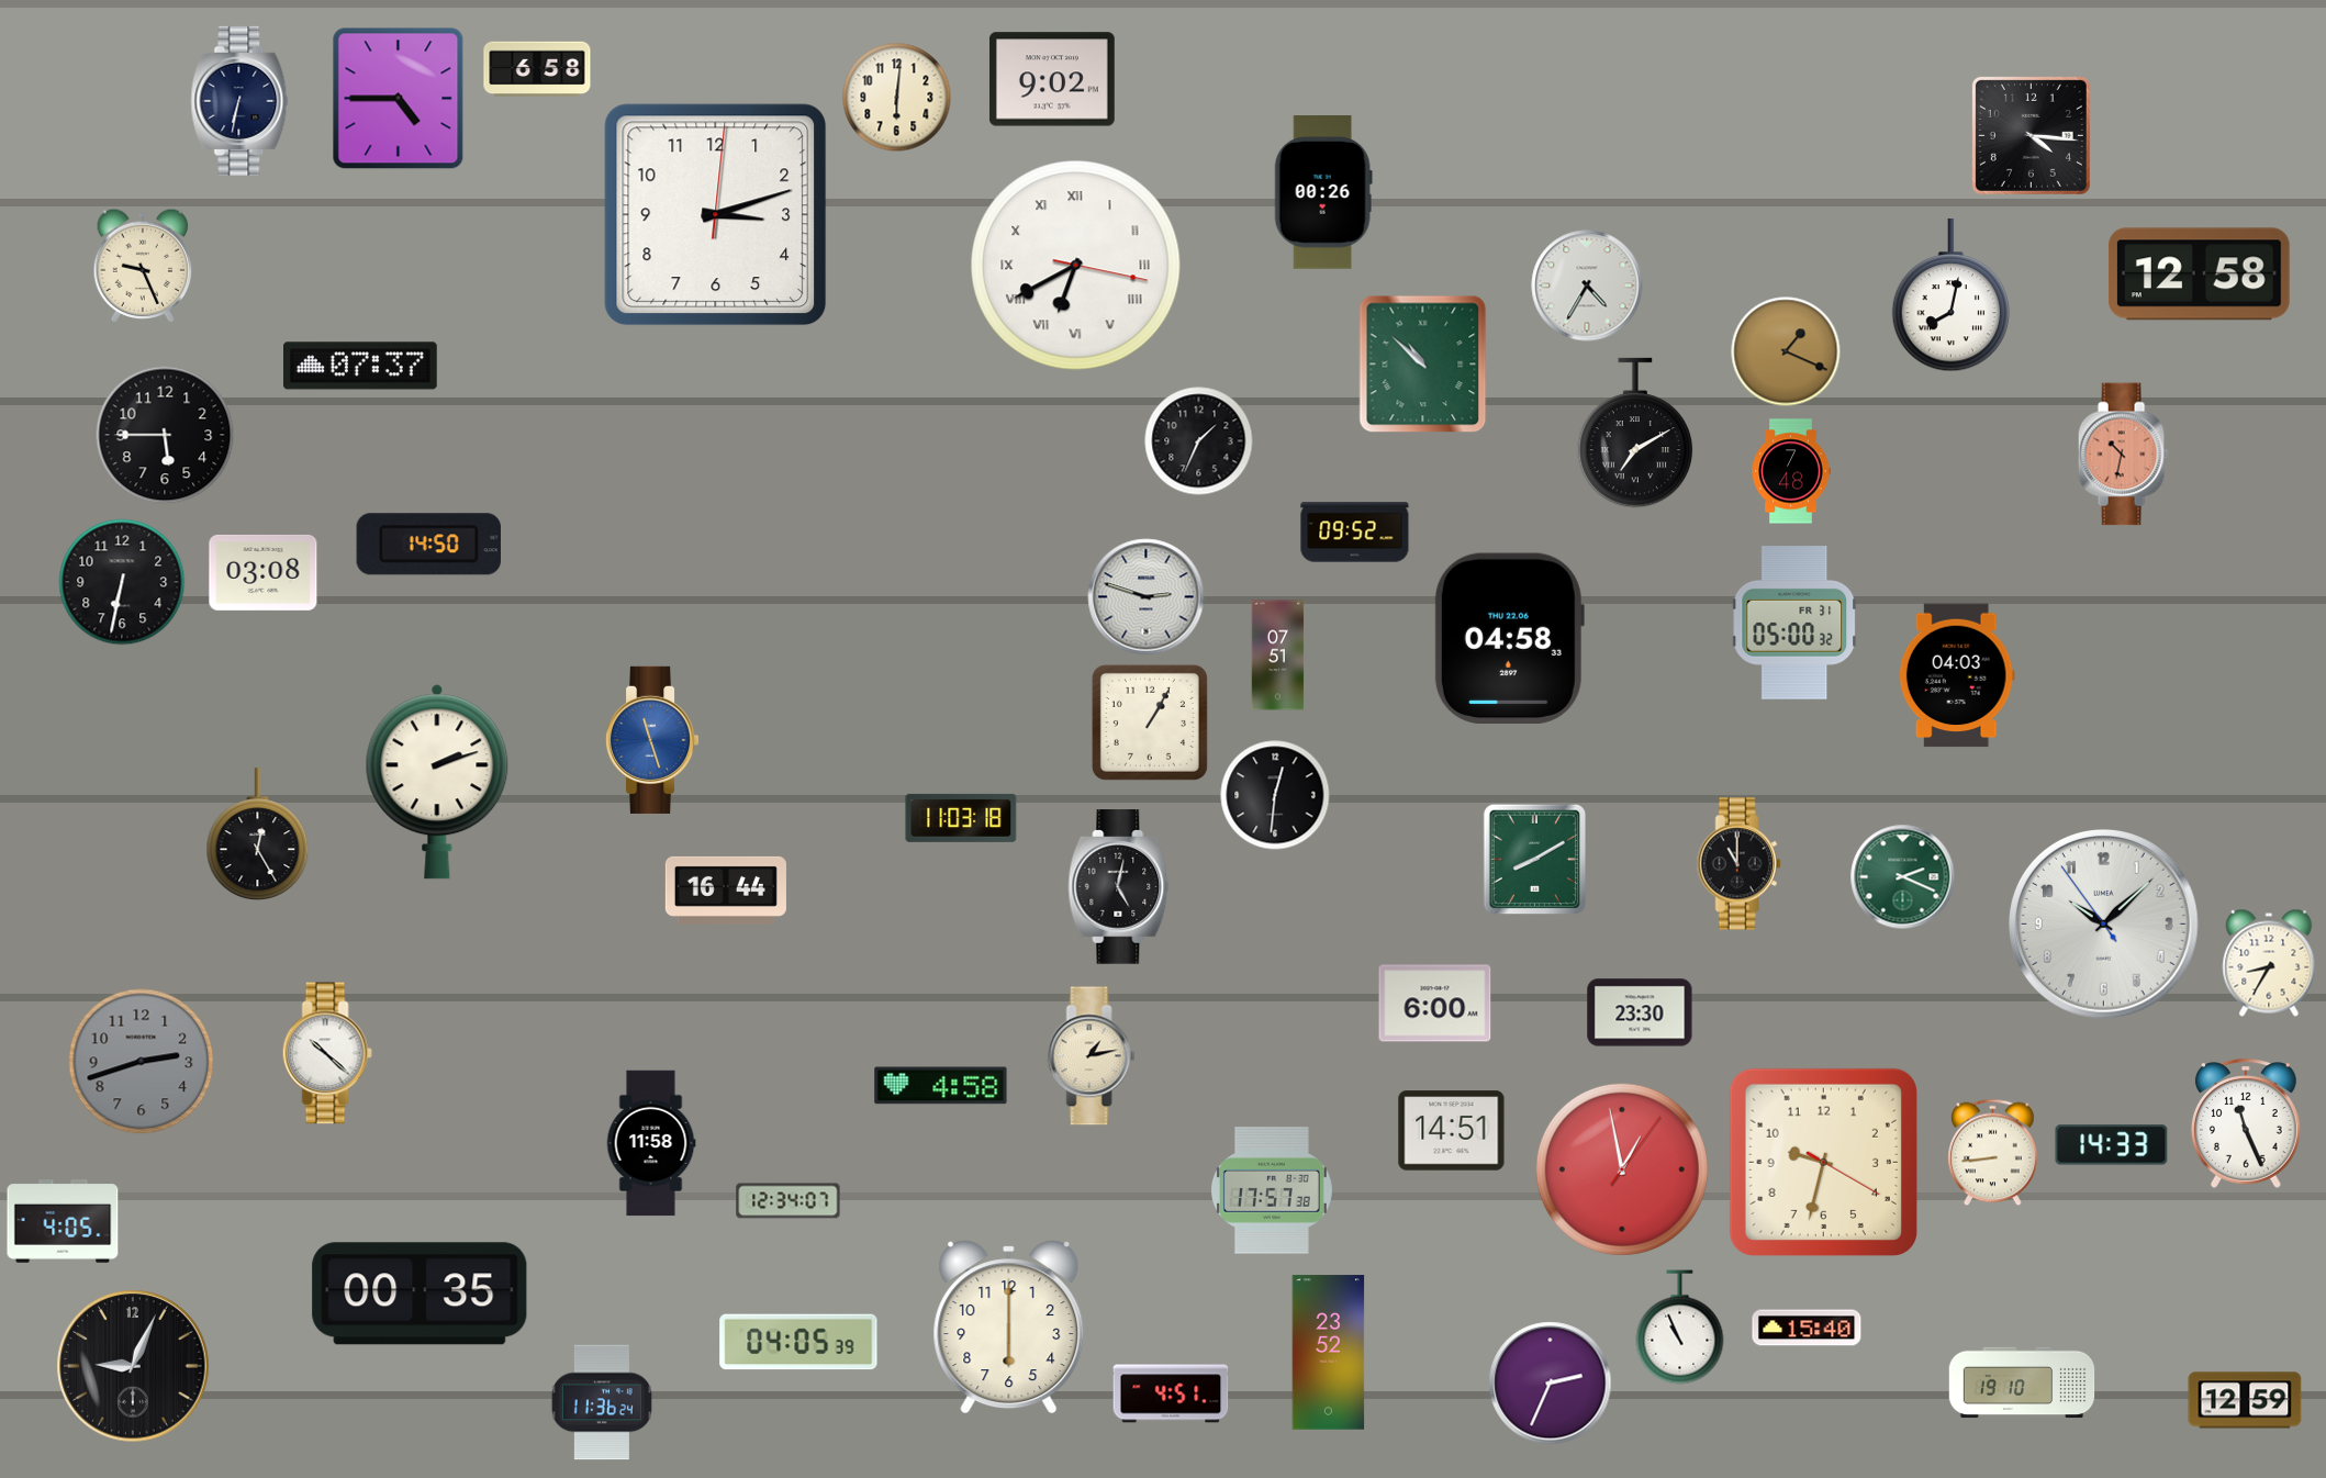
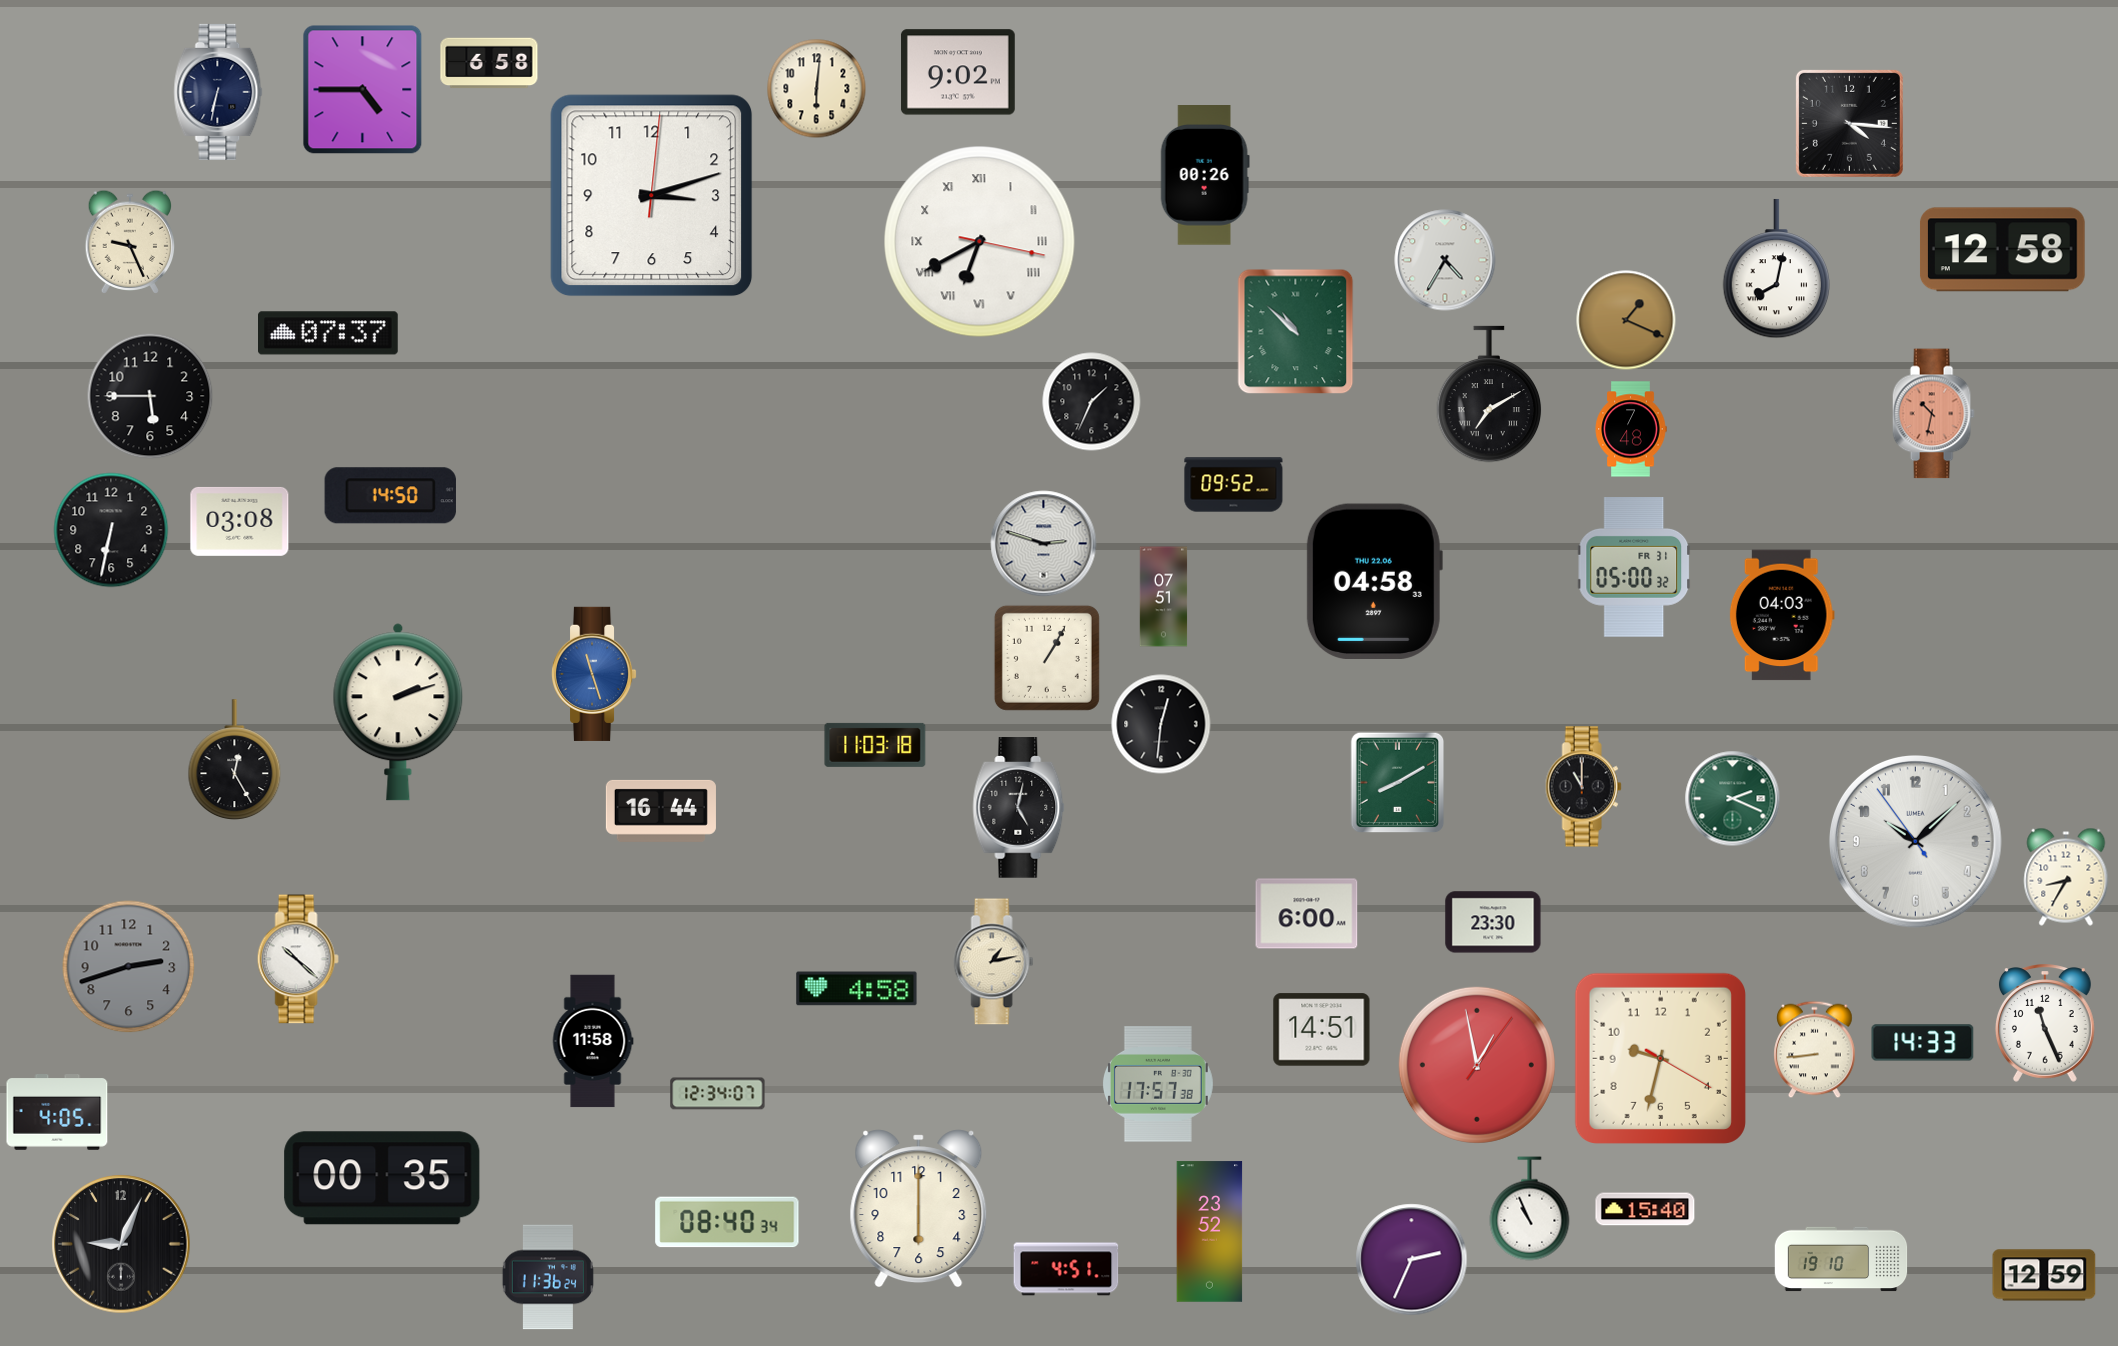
clock at (798, 1342): 04:05 -> 08:40
